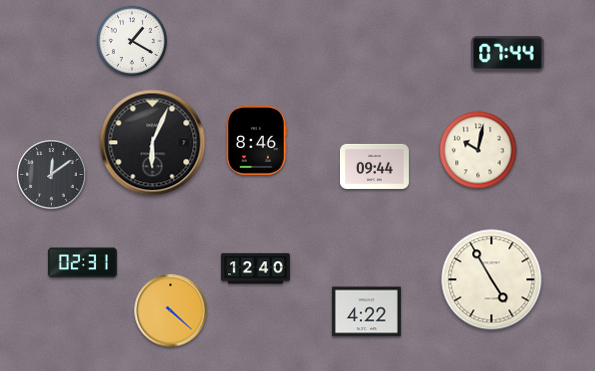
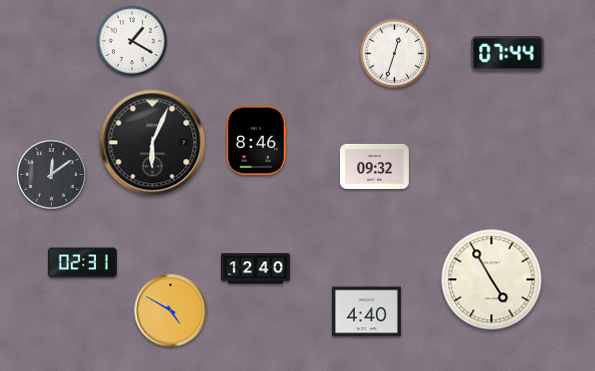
clock at (395, 54): none -> 12:33
clock at (478, 150): 10:02 -> none
clock at (374, 166): 09:44 -> 09:32
clock at (171, 311): 4:22 -> 4:50
clock at (366, 312): 4:22 -> 4:40
